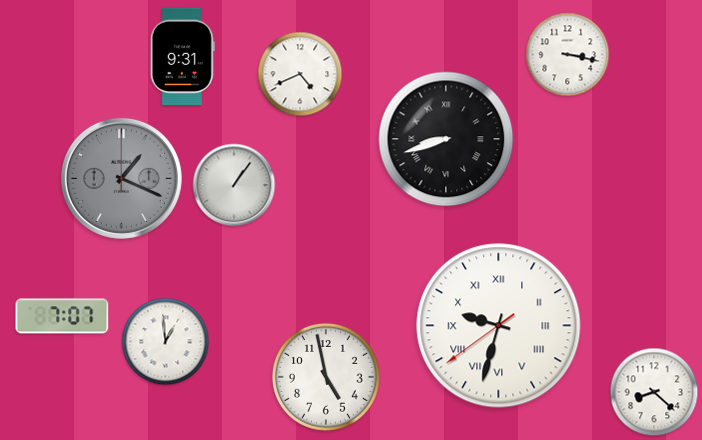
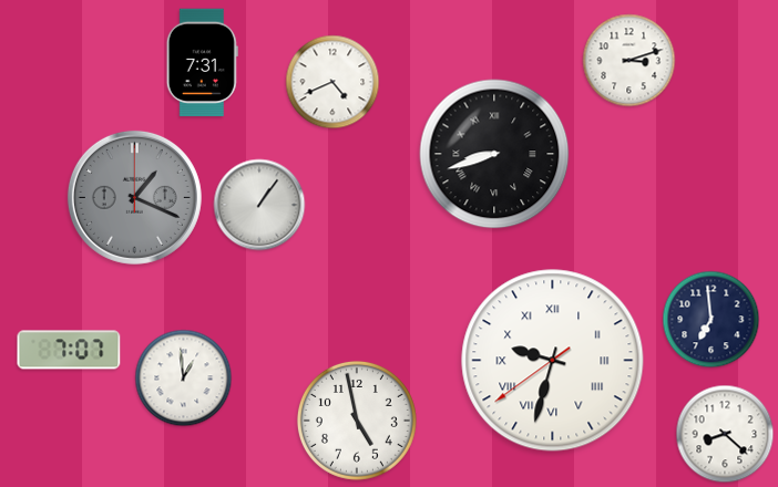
clock at (568, 55): 3:17 -> 3:12
clock at (182, 57): 9:31 -> 7:31
clock at (712, 320): none -> 6:59
clock at (326, 377) position: (326, 377) -> (357, 421)
